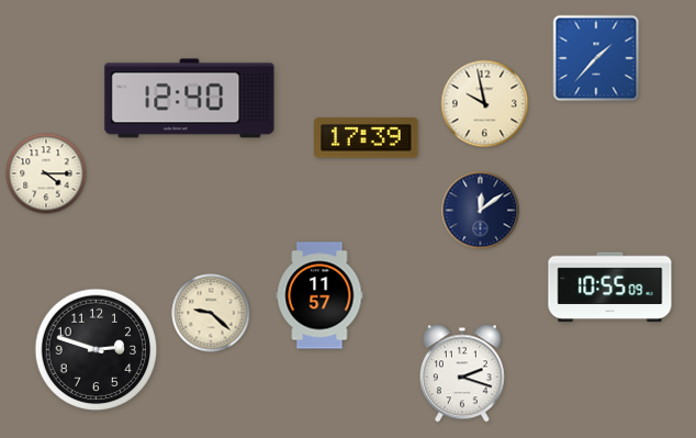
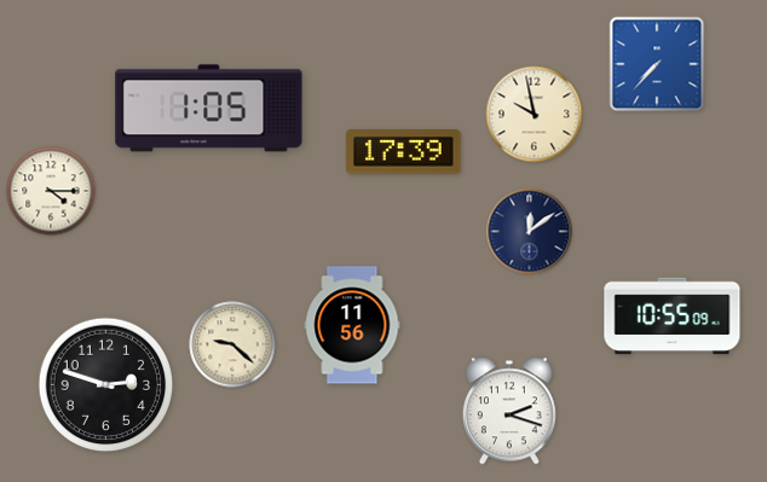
clock at (596, 58): 1:37 -> 7:37
clock at (190, 99): 12:40 -> 1:05
clock at (319, 295): 11:57 -> 11:56
